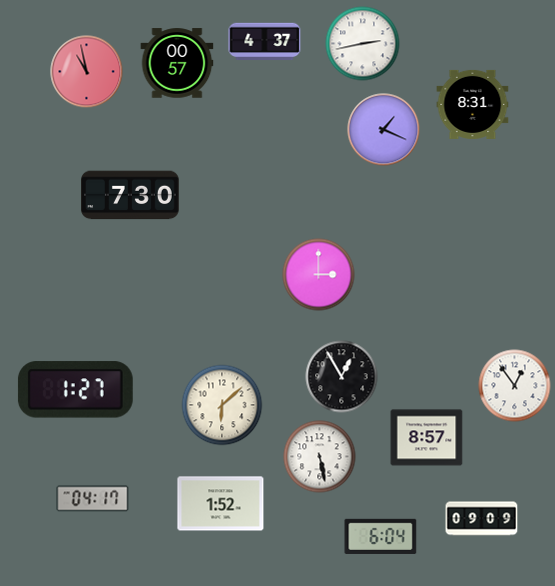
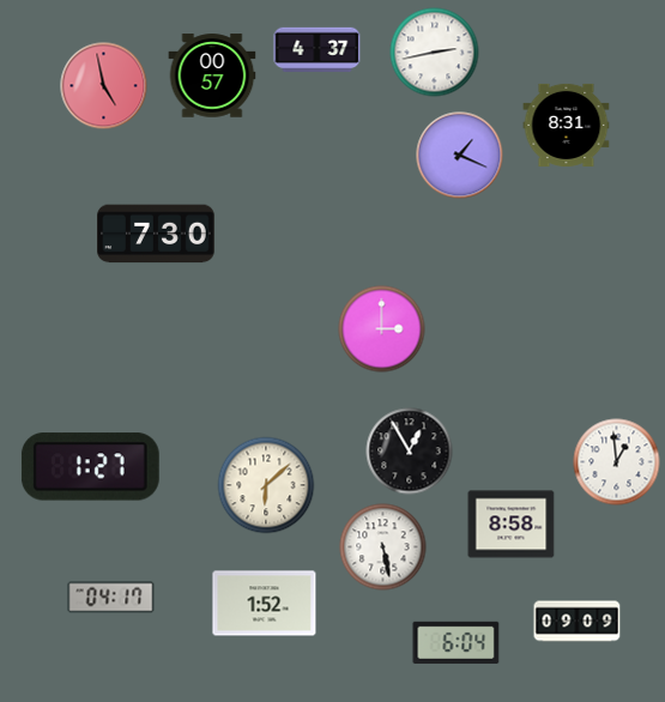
clock at (87, 72): 10:58 -> 4:58
clock at (515, 386): 12:54 -> 12:59
clock at (427, 438): 8:57 -> 8:58
